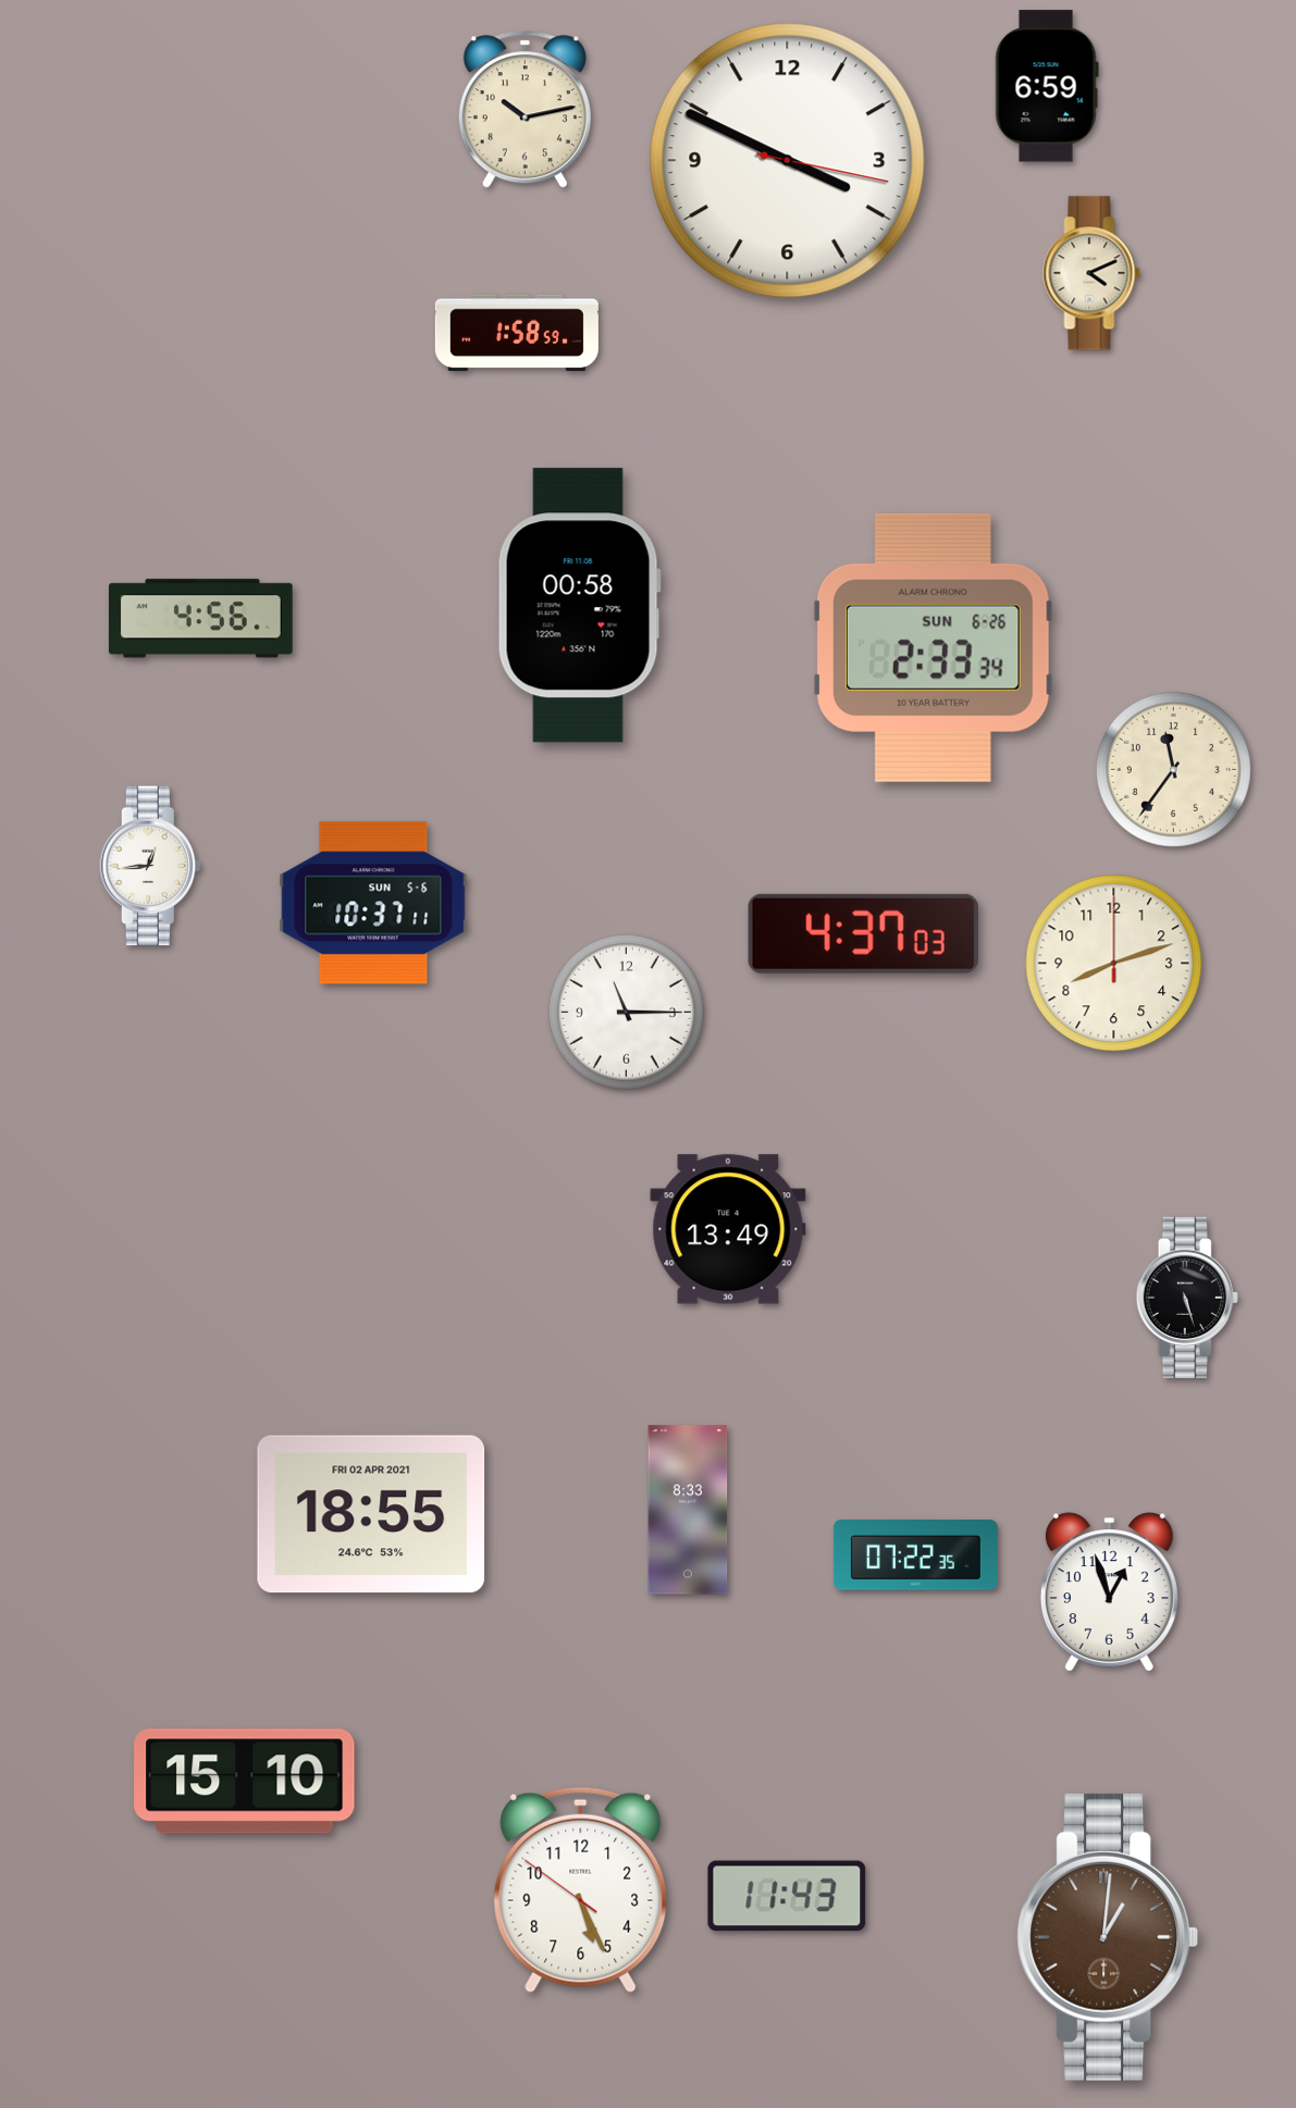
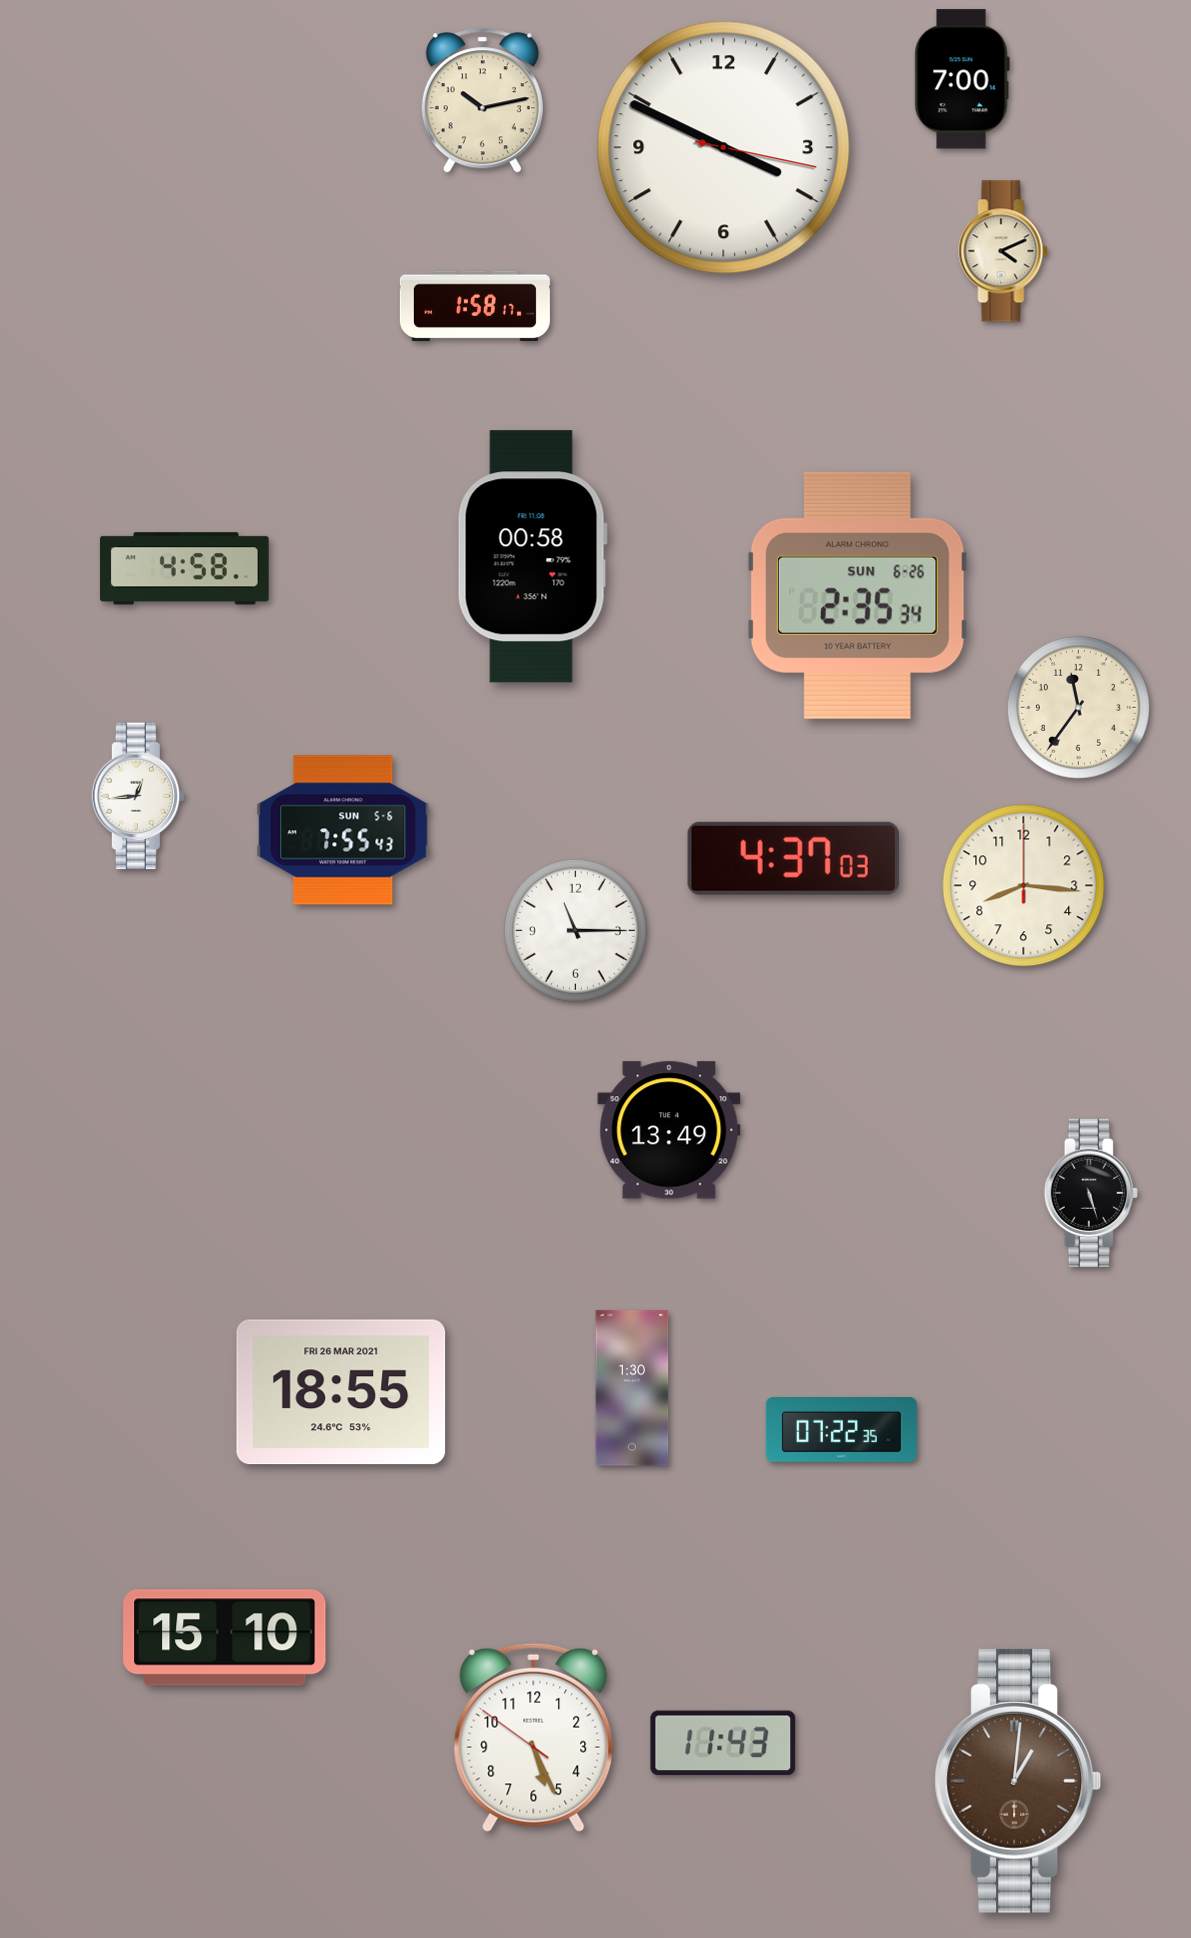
clock at (1047, 86): 6:59 -> 7:00
clock at (517, 333): 1:58:59 -> 1:58:17
clock at (200, 619): 4:56 -> 4:58
clock at (933, 647): 2:33 -> 2:35
clock at (373, 903): 10:37 -> 7:55
clock at (1114, 964): 8:12 -> 8:16
clock at (688, 1510): 8:33 -> 1:30
clock at (371, 1514) date: FRI 02 APR 2021 -> FRI 26 MAR 2021
clock at (1109, 1592): 12:57 -> none
